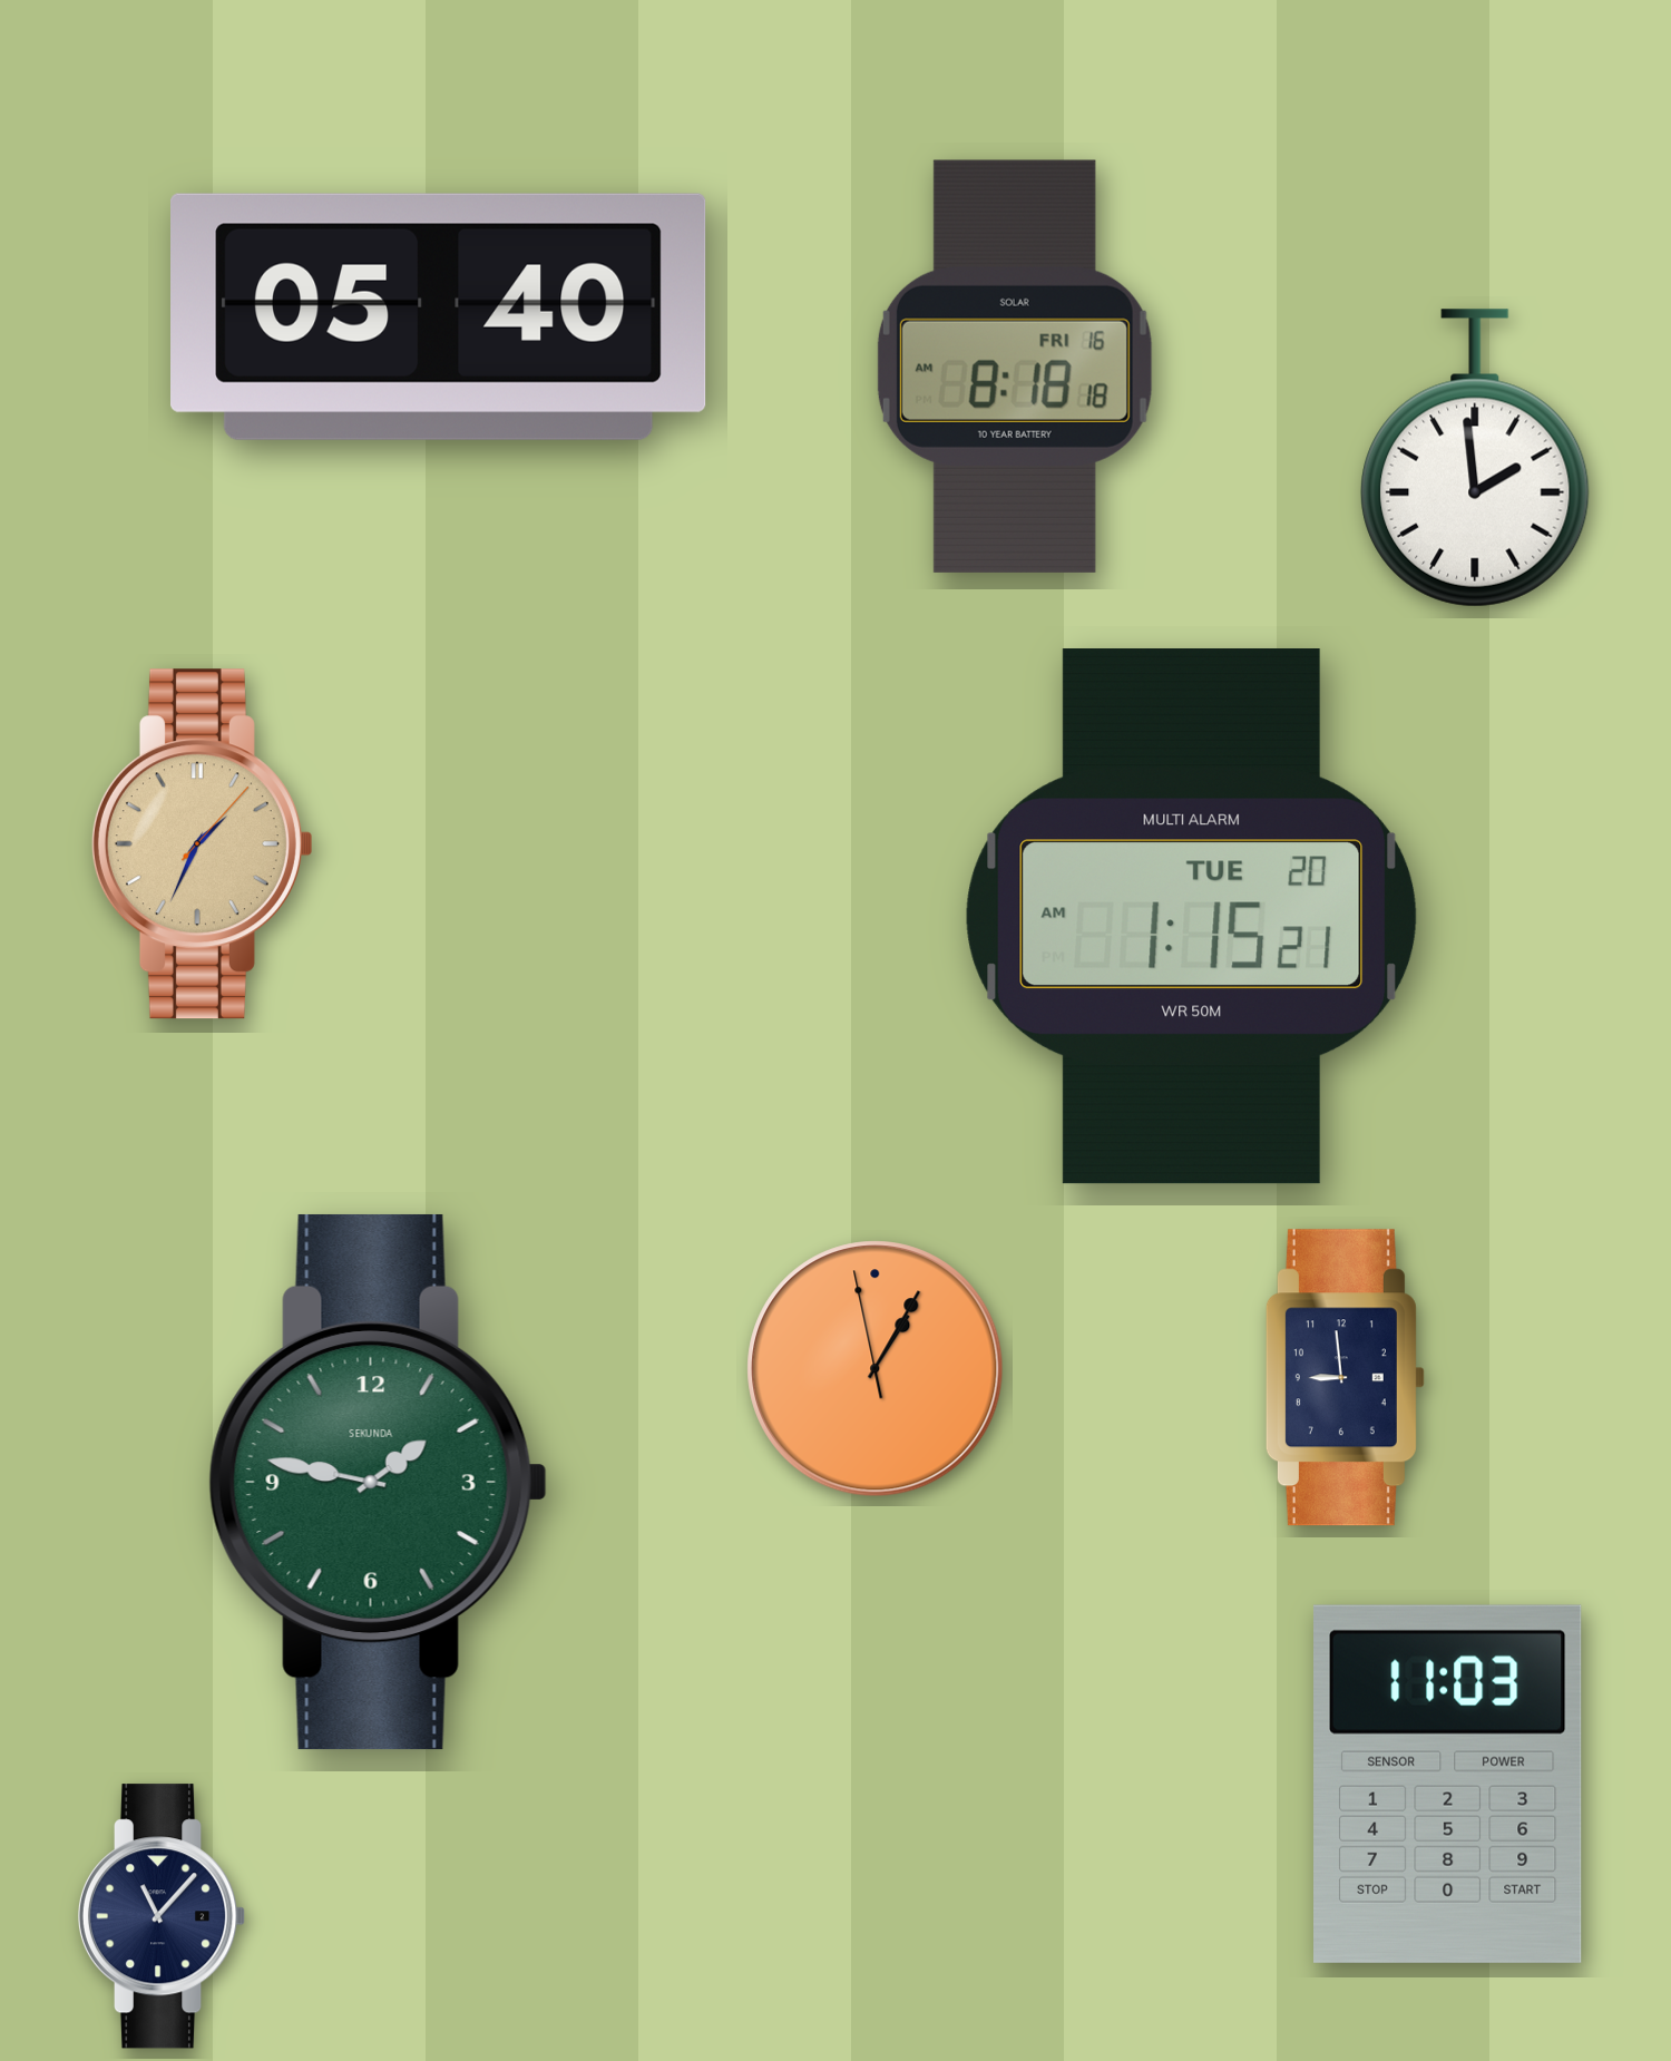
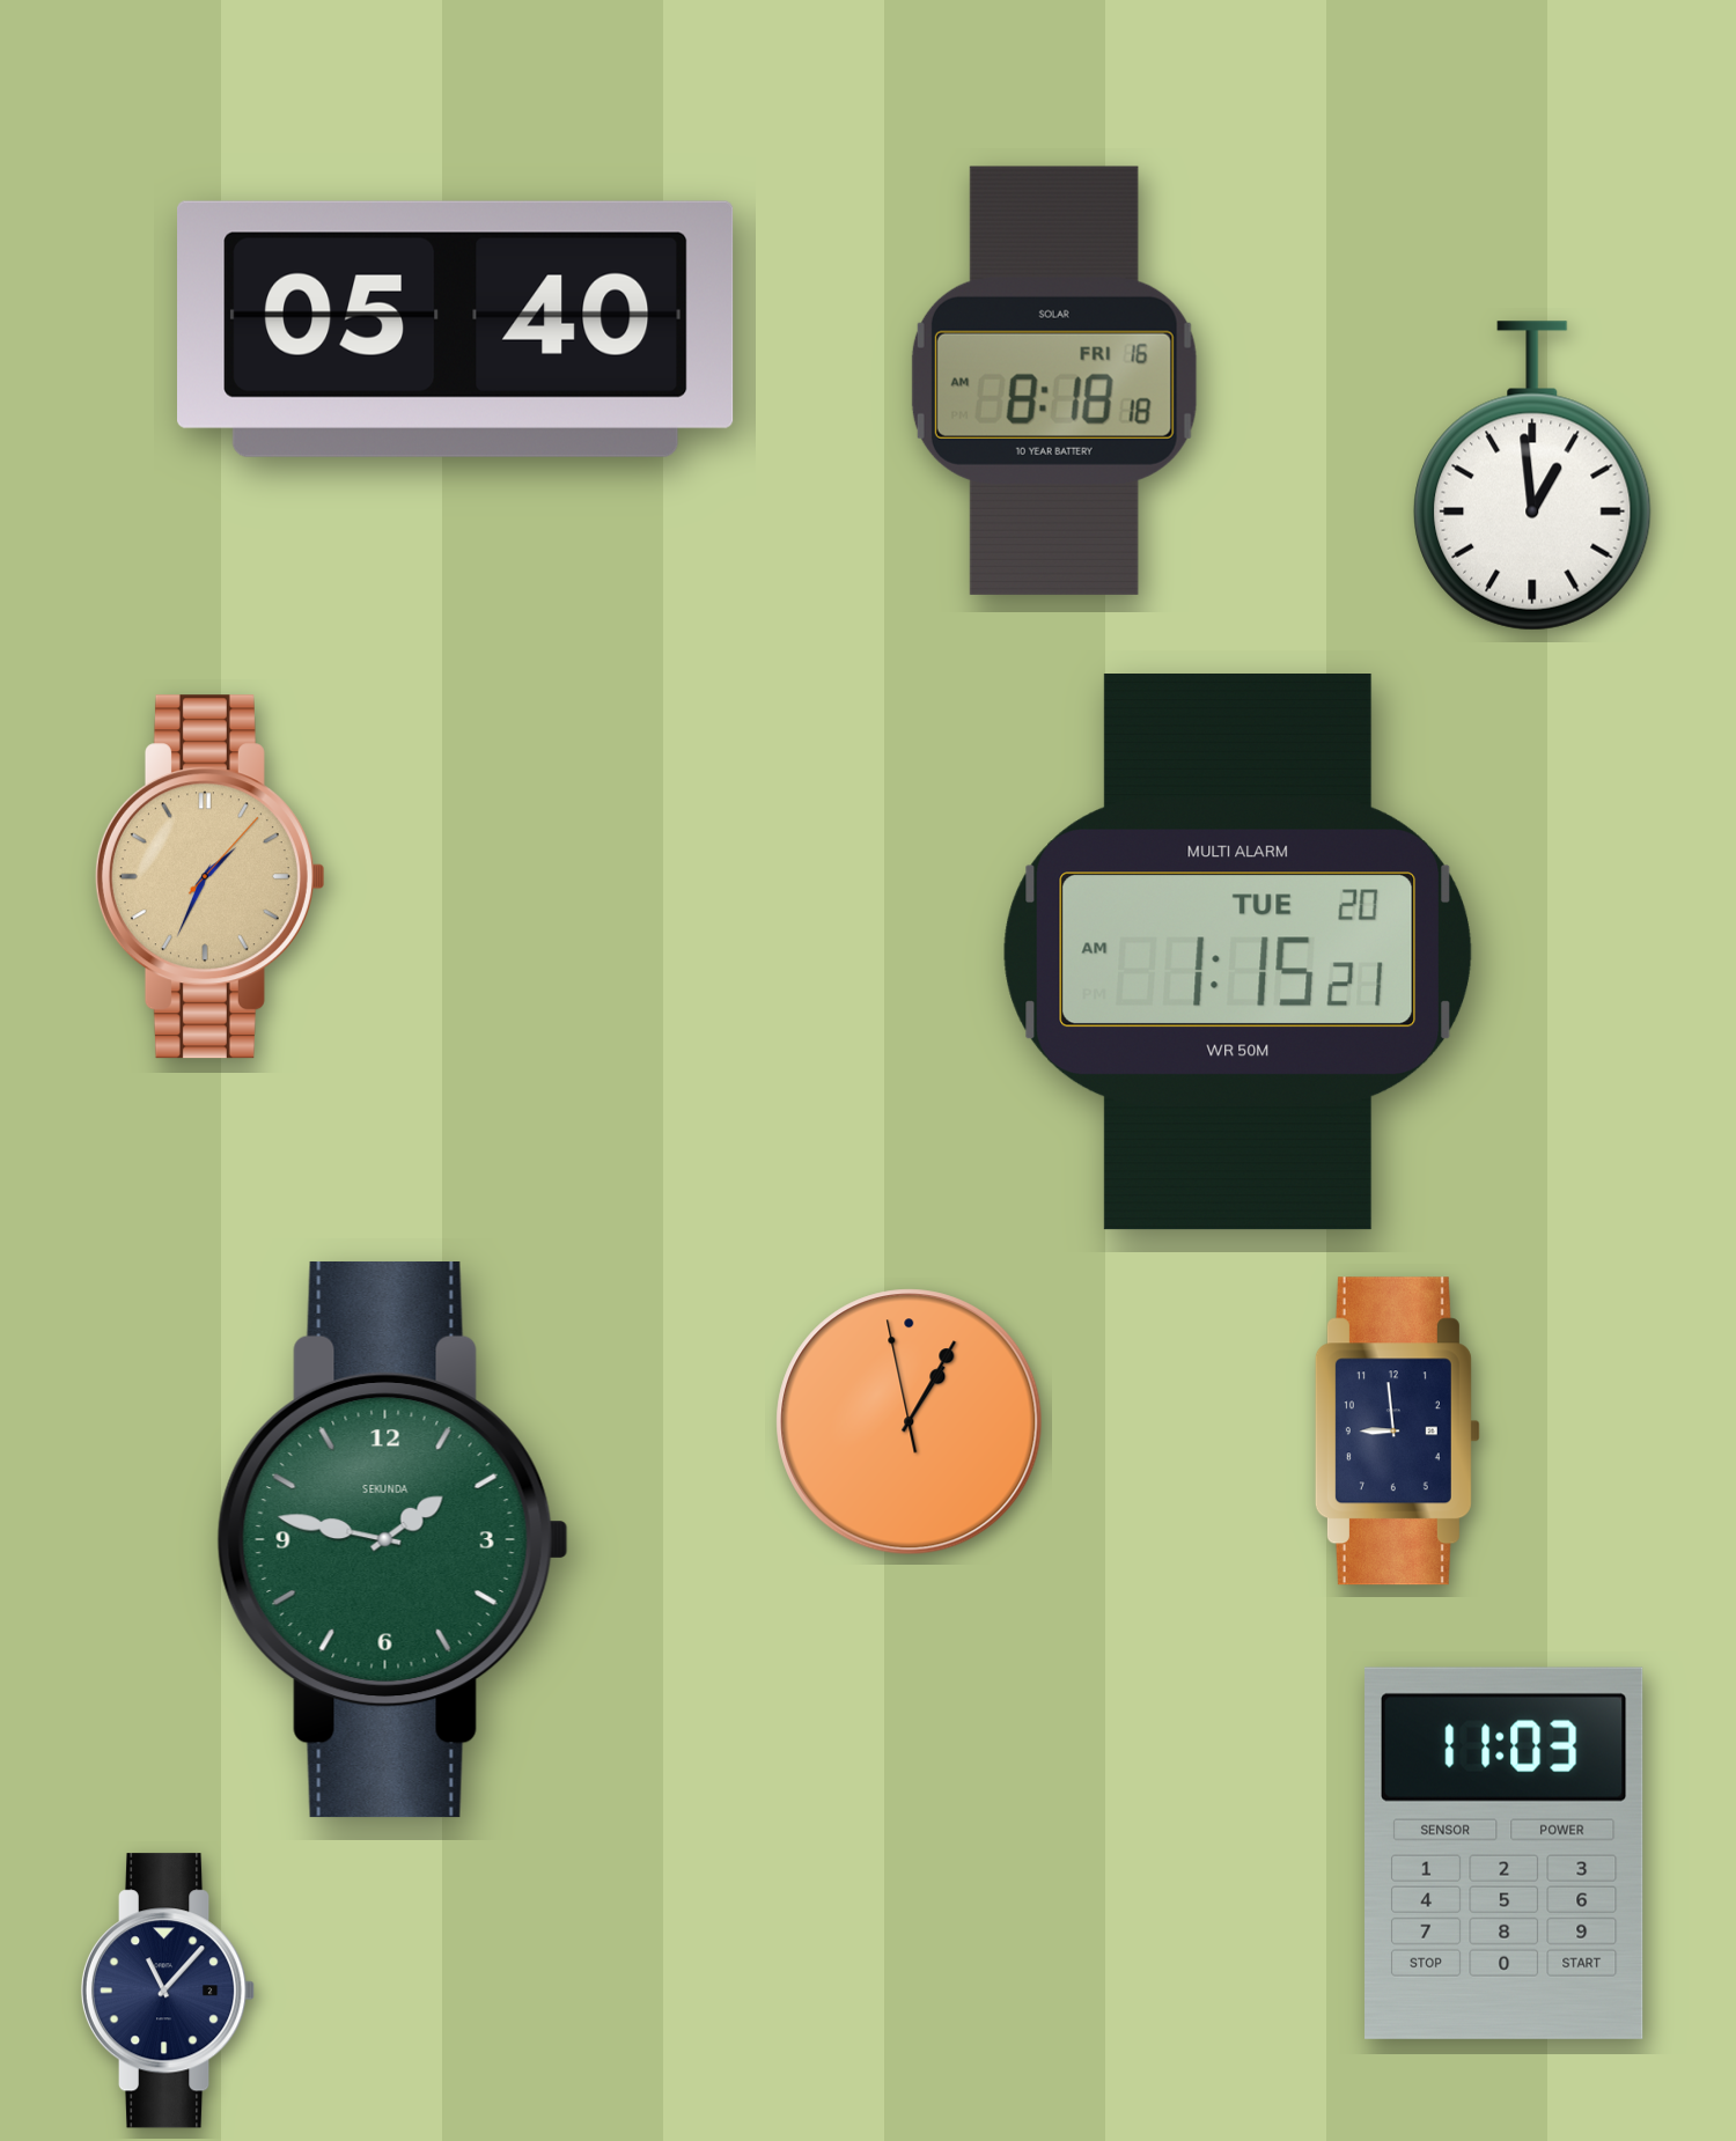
clock at (1475, 458): 1:59 -> 12:59
